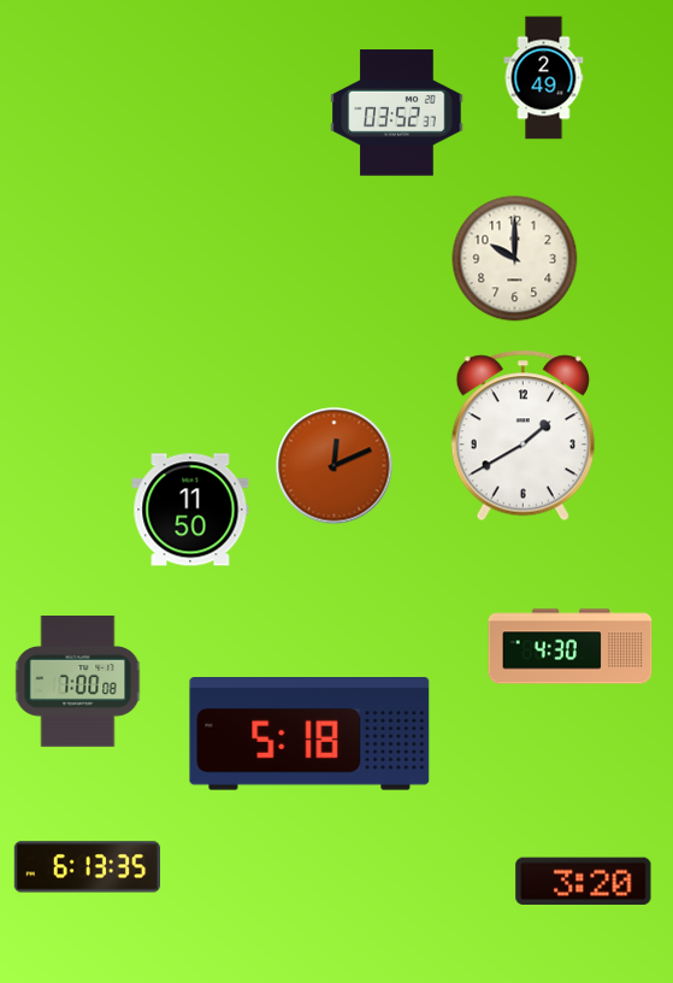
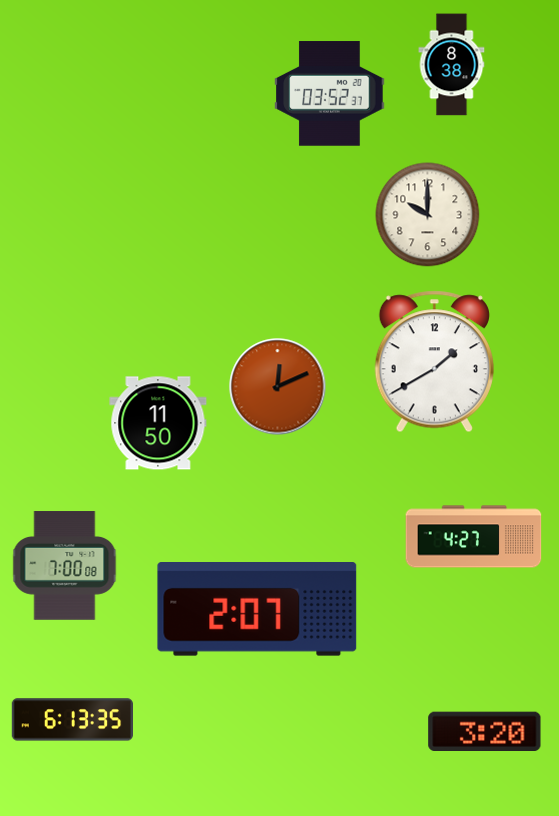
clock at (544, 78): 2:49 -> 8:38
clock at (571, 647): 4:30 -> 4:27
clock at (309, 734): 5:18 -> 2:07
